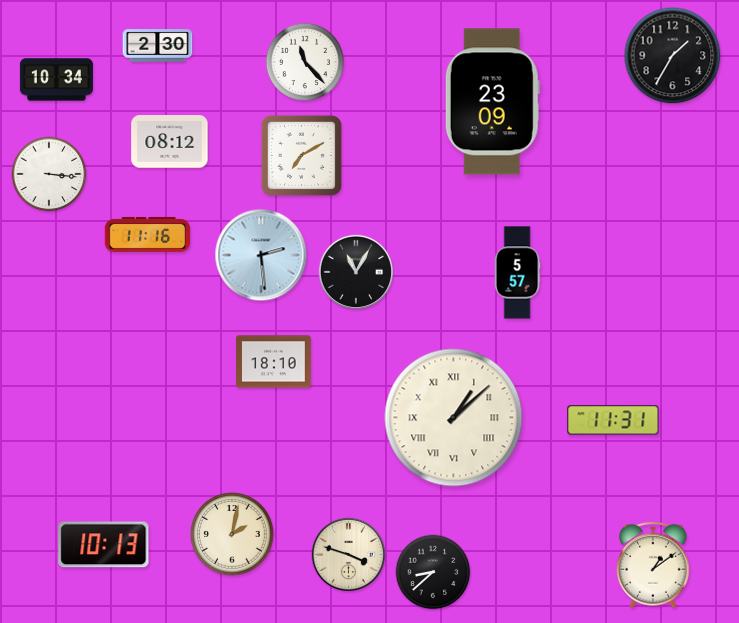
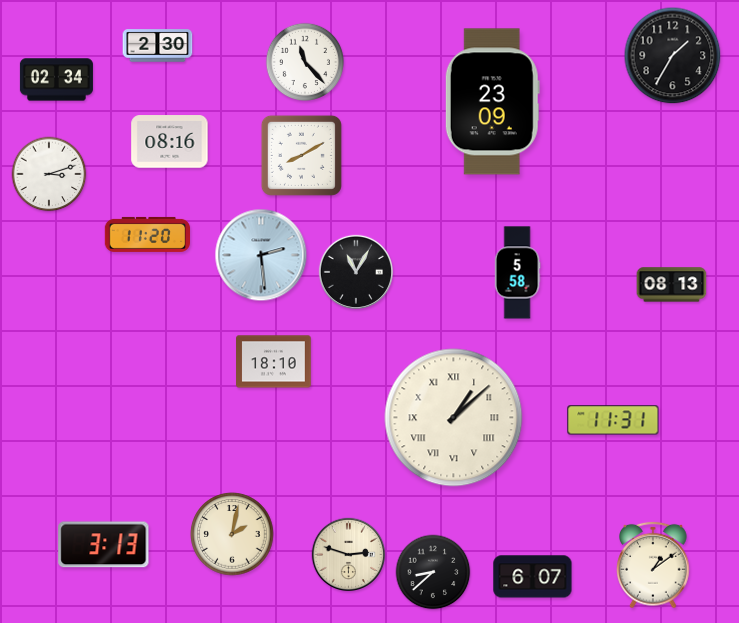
clock at (56, 80): 10:34 -> 02:34
clock at (170, 142): 08:12 -> 08:16
clock at (301, 155): 7:10 -> 8:10
clock at (49, 174): 3:16 -> 3:12
clock at (147, 234): 11:16 -> 11:20
clock at (517, 273): 5:57 -> 5:58
clock at (672, 285): none -> 08:13
clock at (104, 545): 10:13 -> 3:13
clock at (349, 555): 3:48 -> 2:48
clock at (533, 577): none -> 6:07
